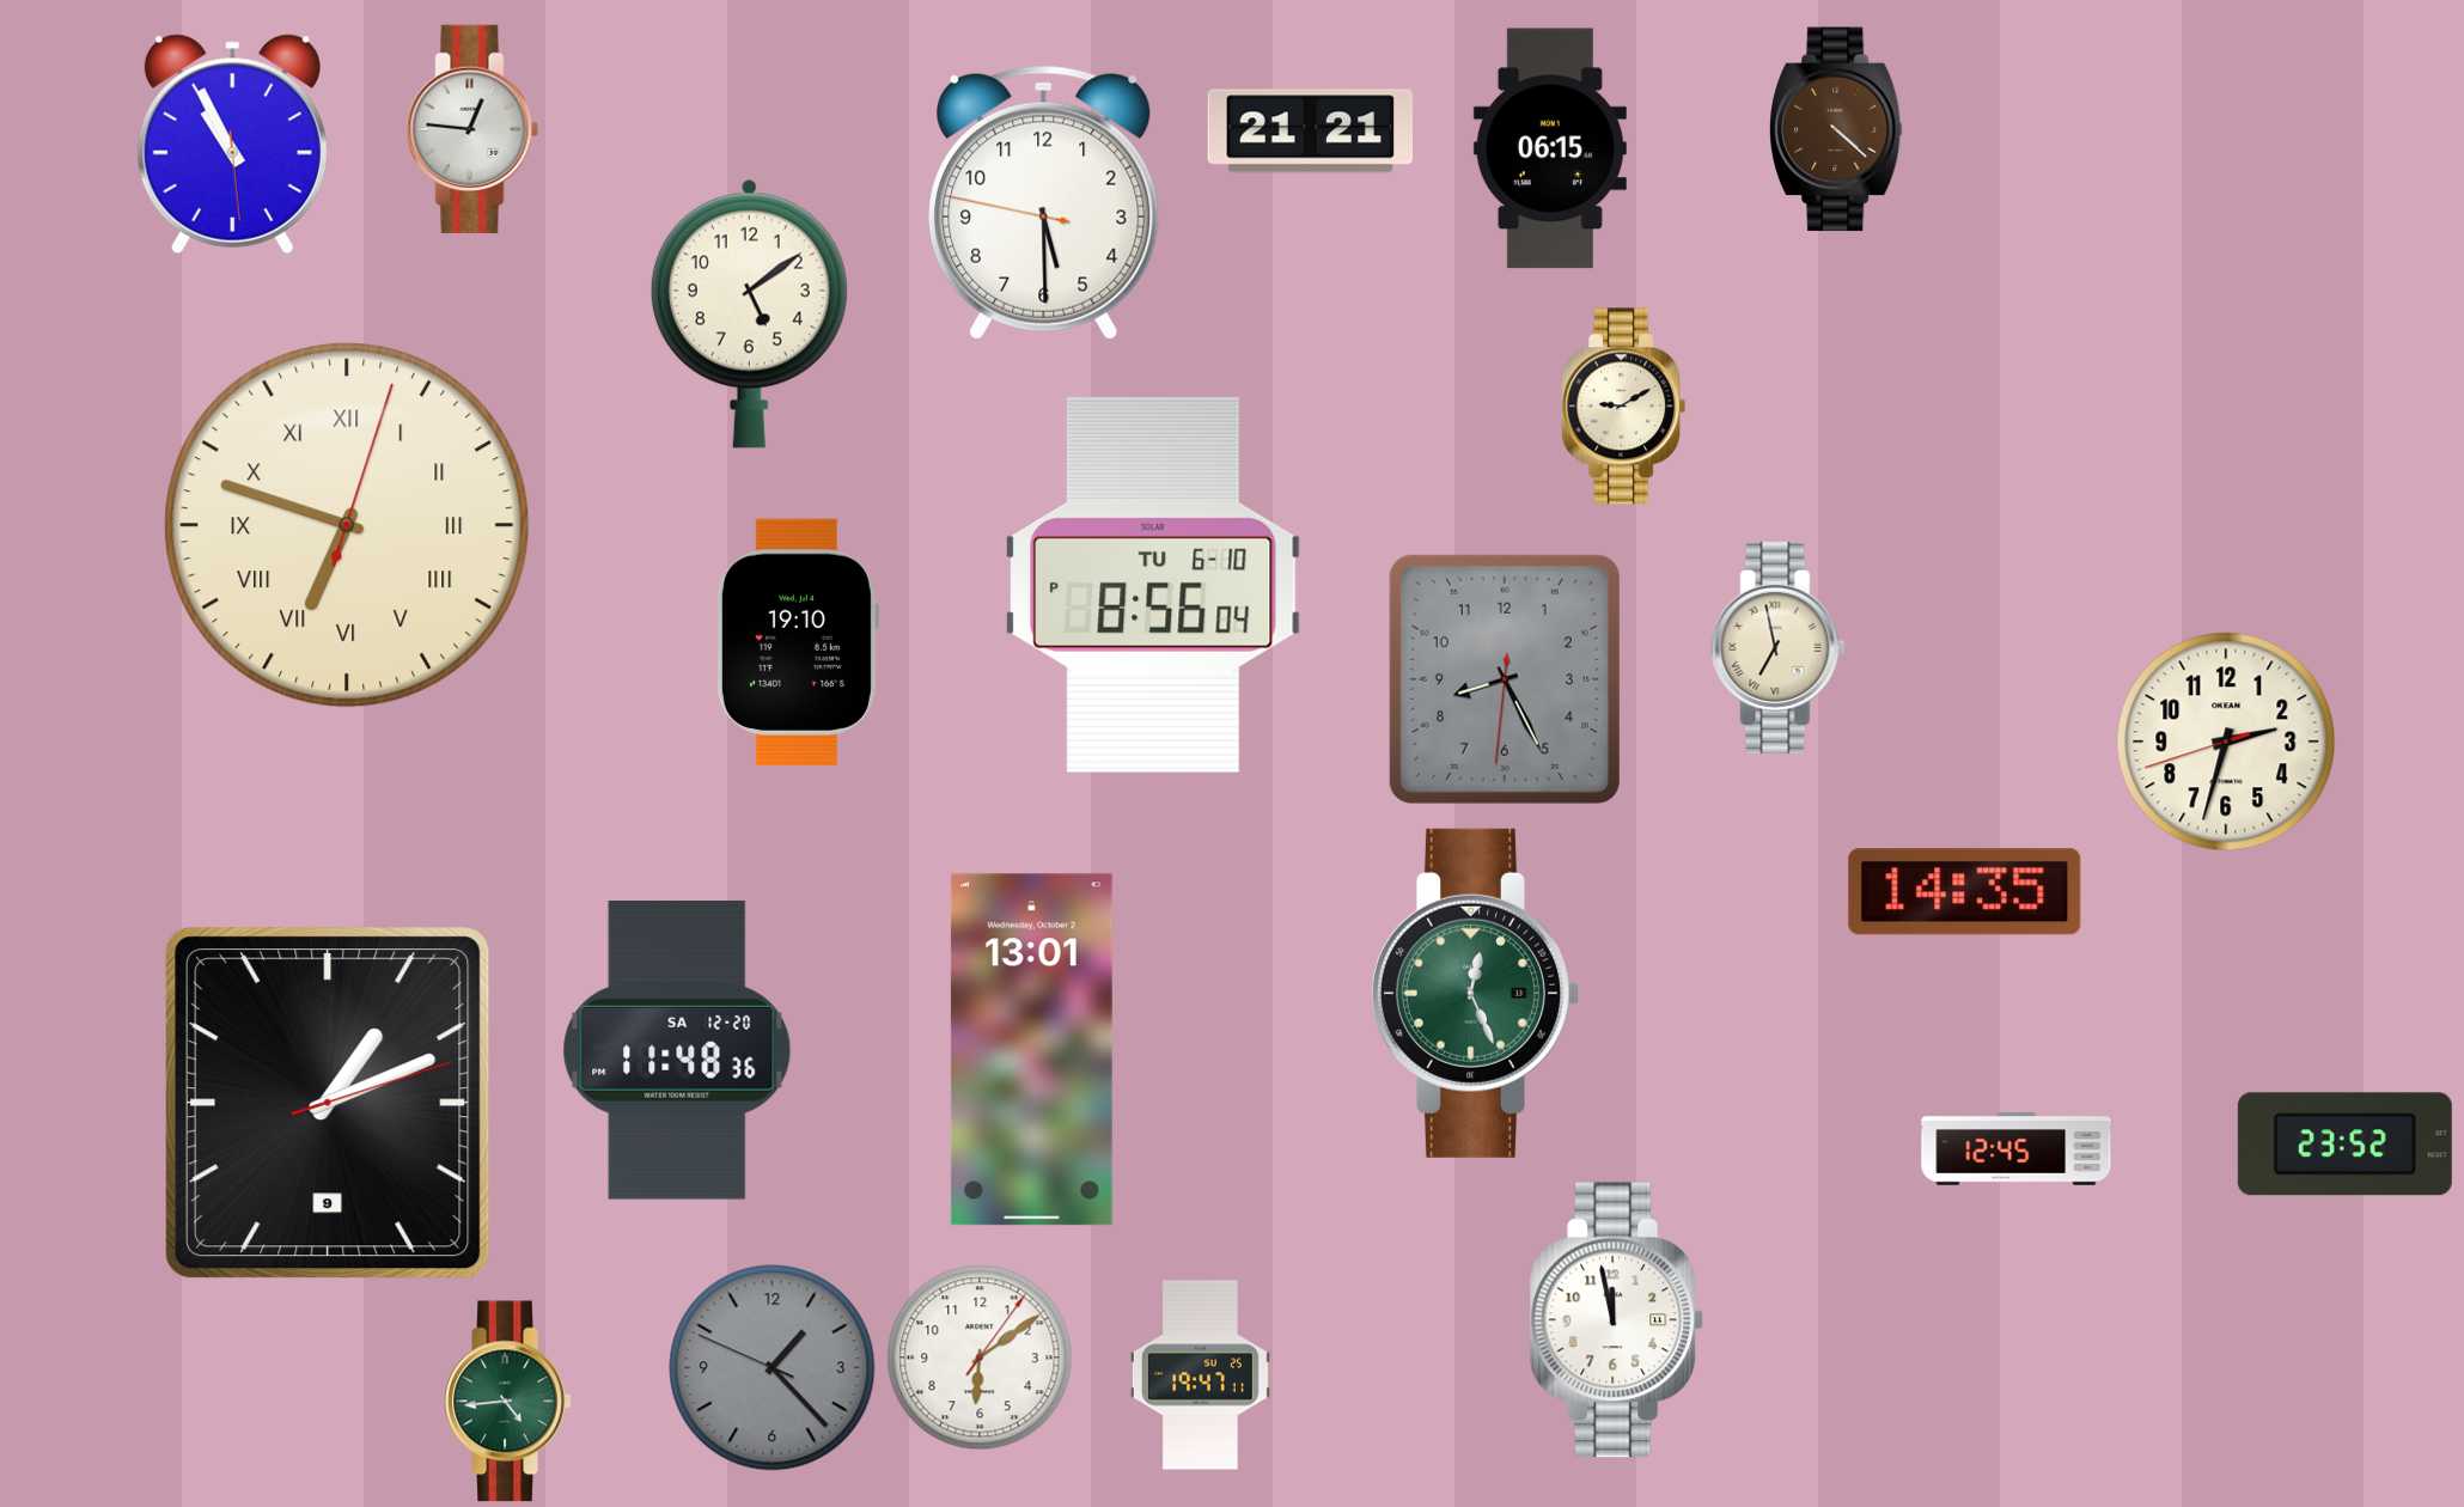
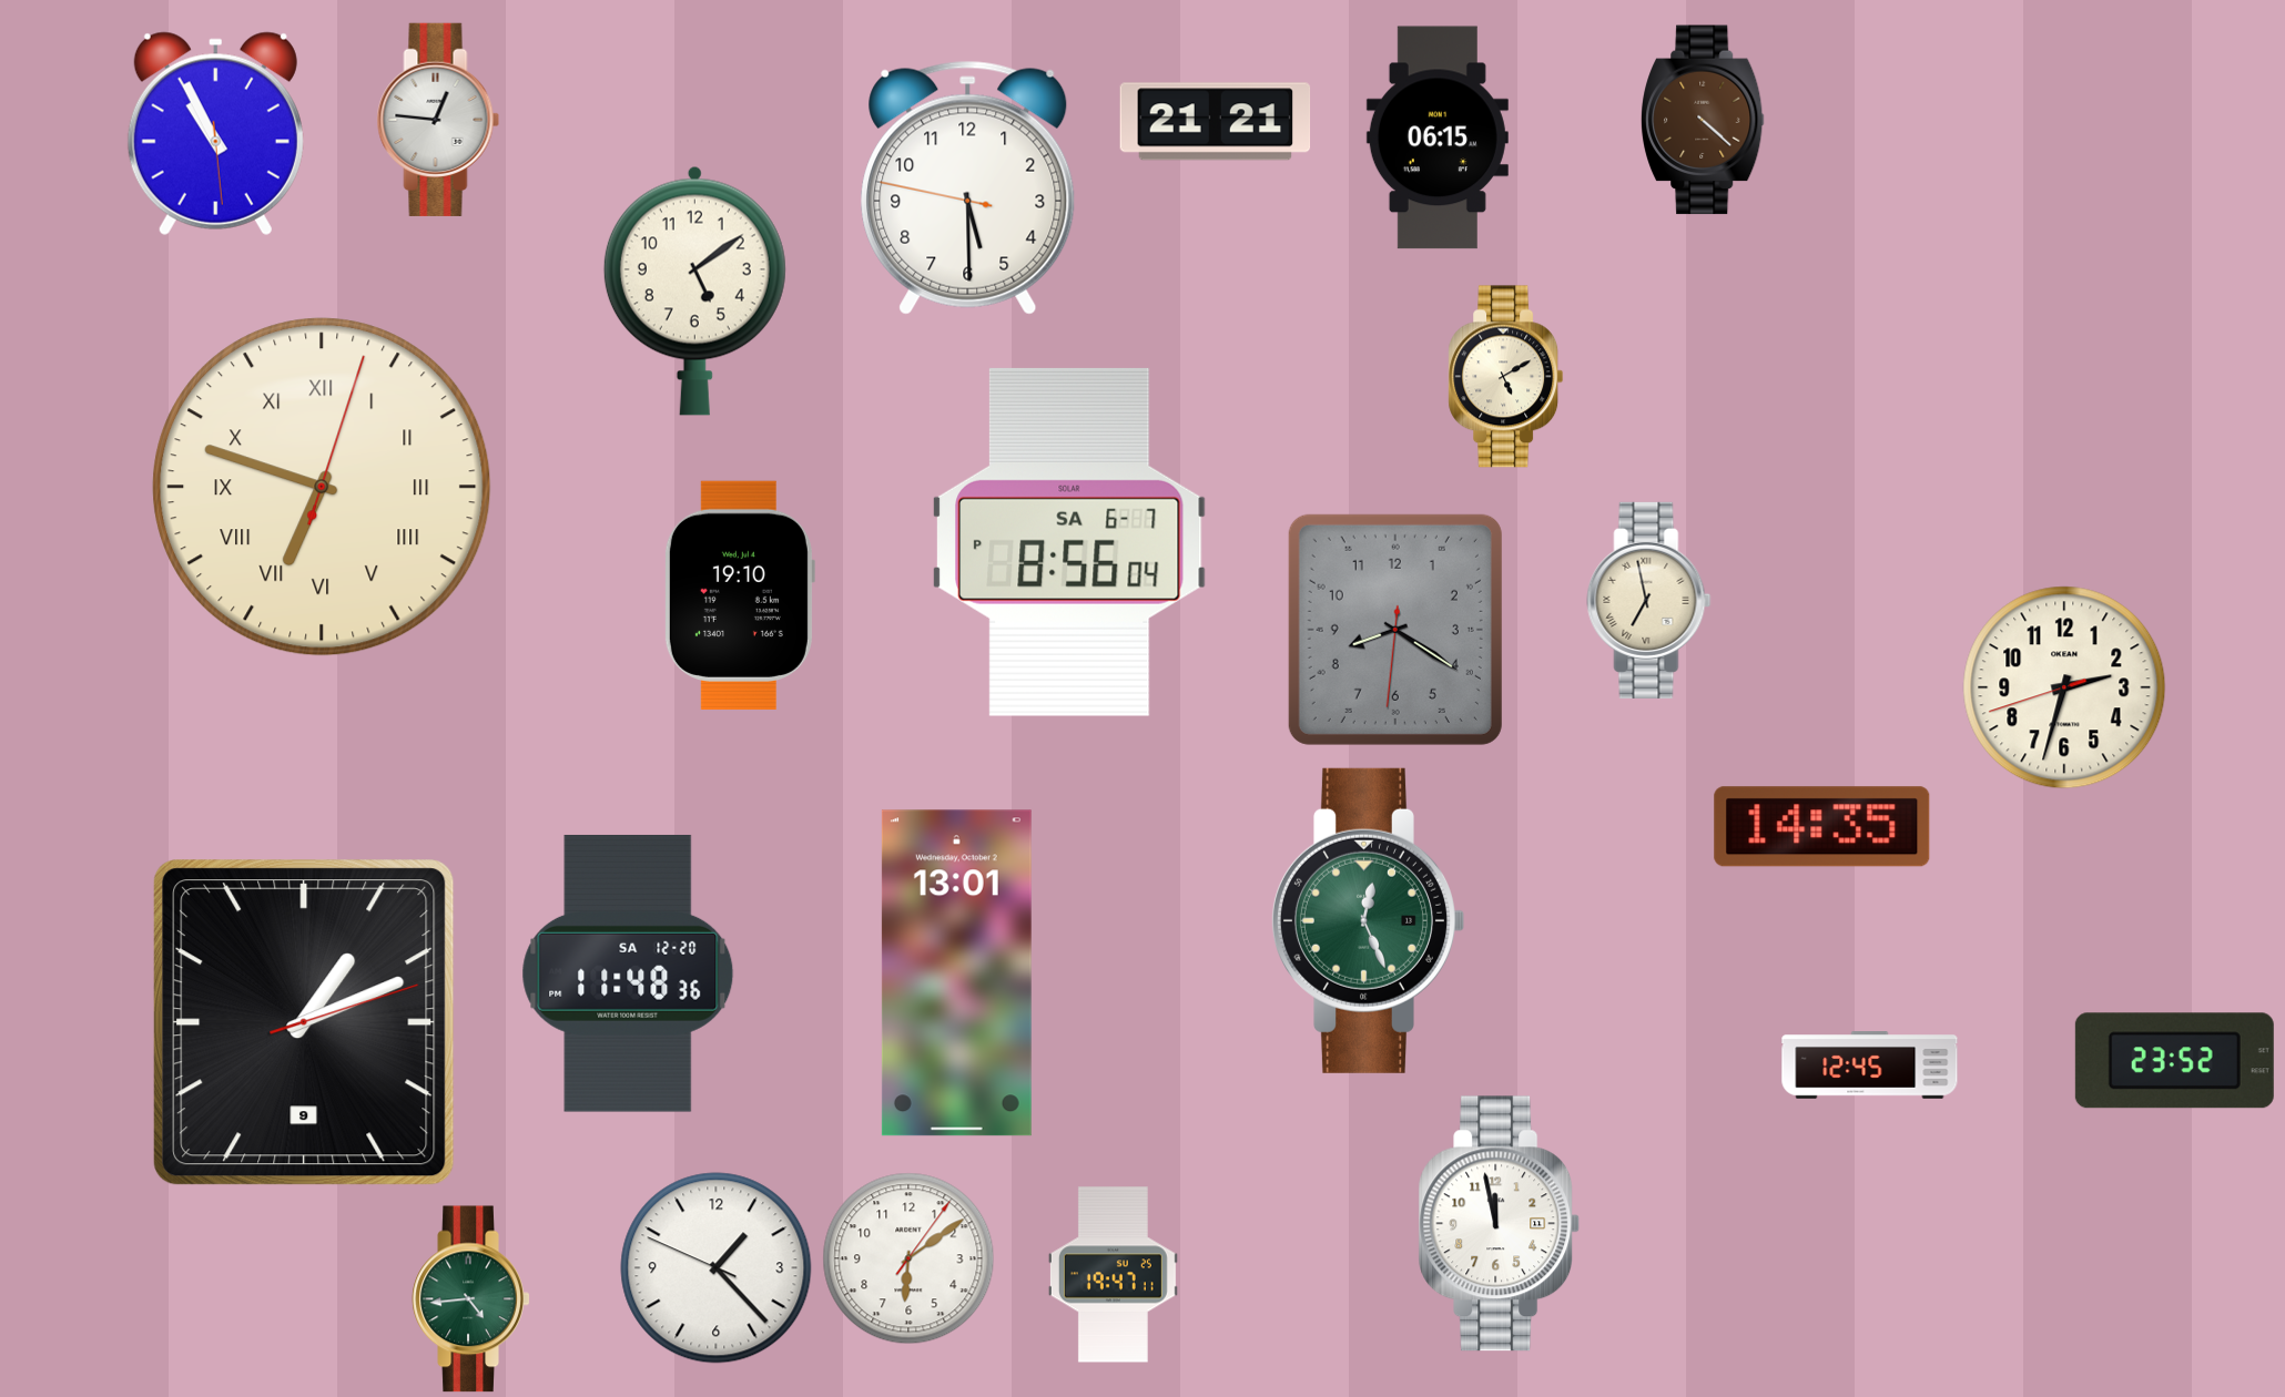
clock at (1624, 407): 9:10 -> 5:10
clock at (1154, 585) date: TU 6-10 -> SA 6-7
clock at (1505, 679): 8:25 -> 8:20
clock at (773, 1368) dial: grey -> white
